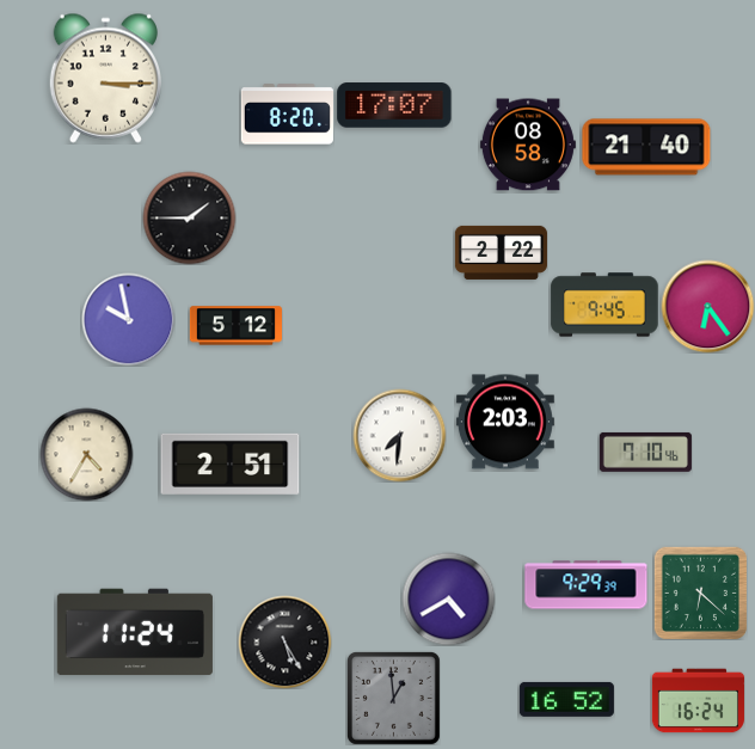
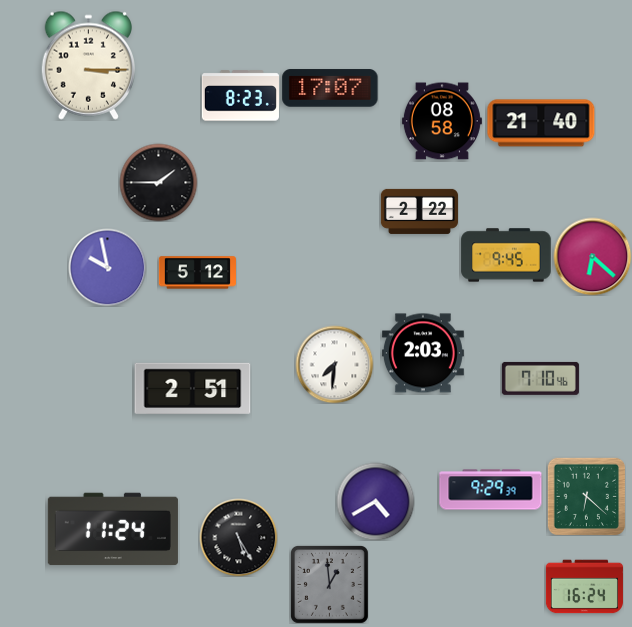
clock at (287, 115): 8:20 -> 8:23
clock at (707, 306): 6:24 -> 6:22
clock at (86, 454): 4:35 -> none
clock at (566, 699): 16:52 -> none
